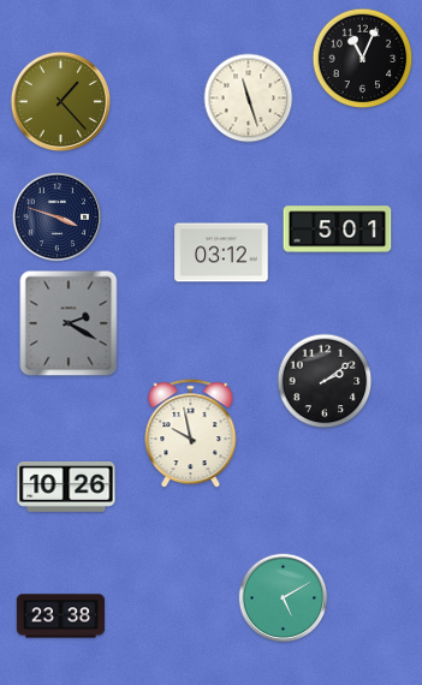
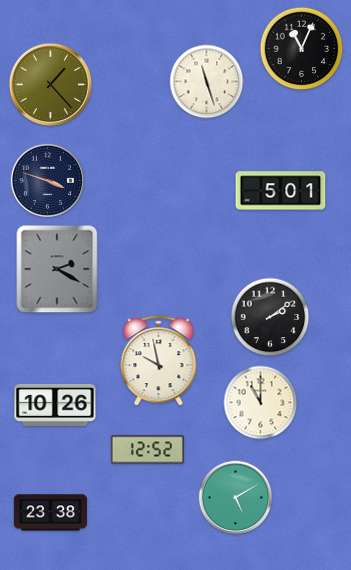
clock at (221, 252): 03:12 -> none
clock at (261, 403): none -> 11:00
clock at (147, 450): none -> 12:52
